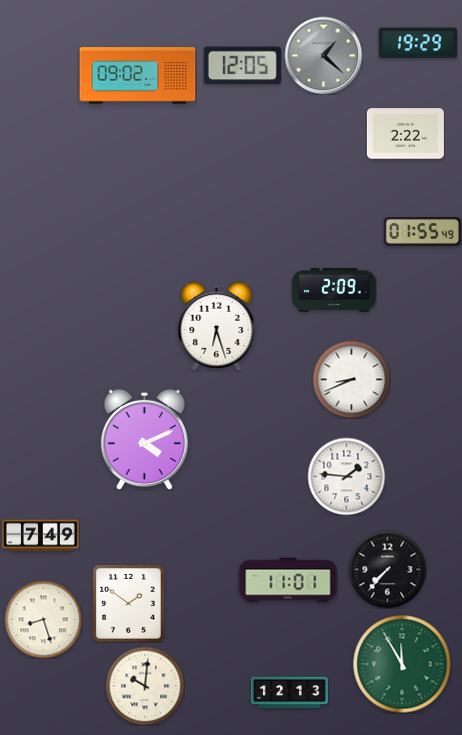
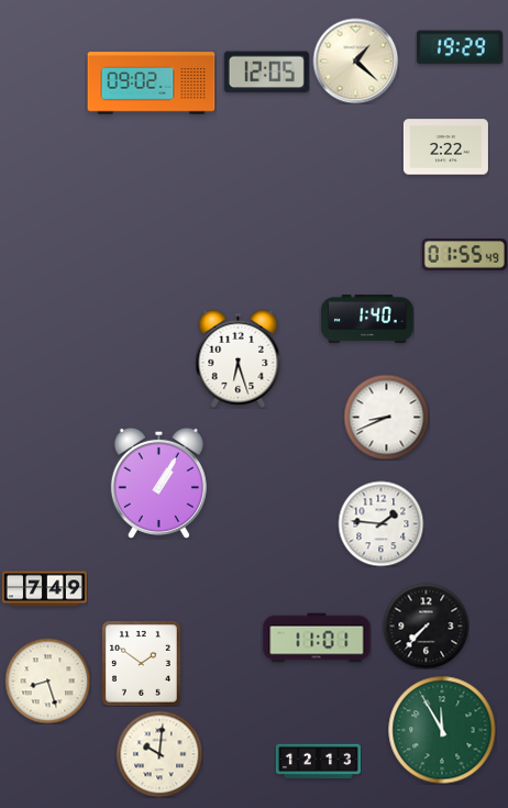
clock at (323, 55) dial: grey -> cream
clock at (334, 290): 2:09 -> 1:40
clock at (144, 439): 4:11 -> 1:05
